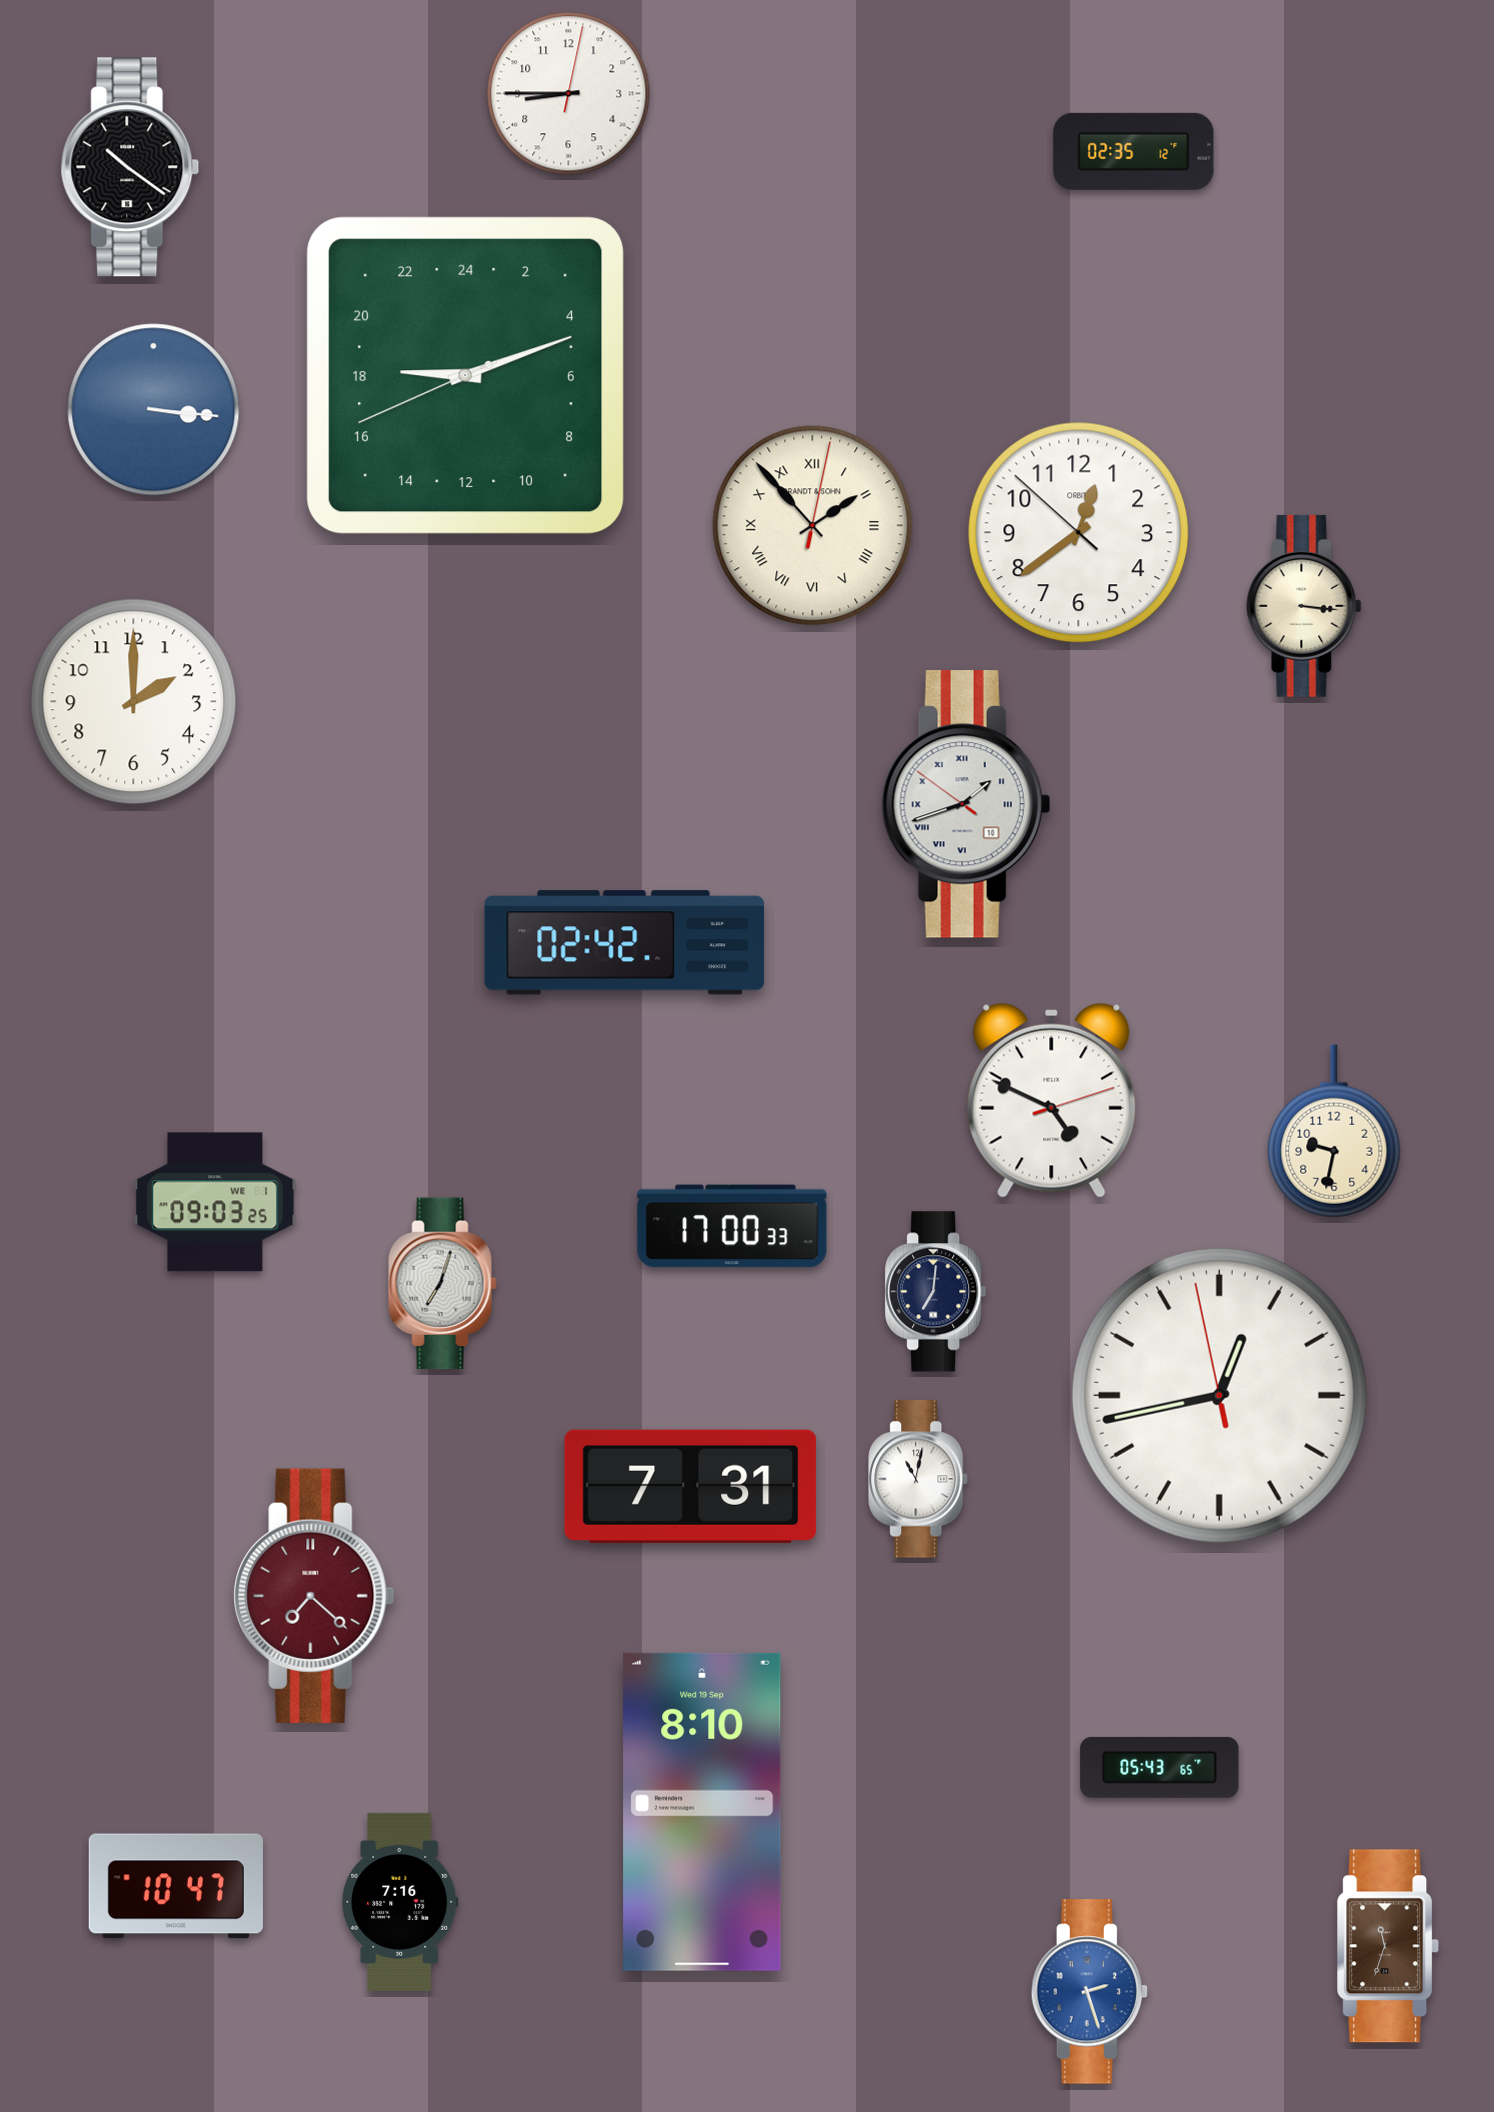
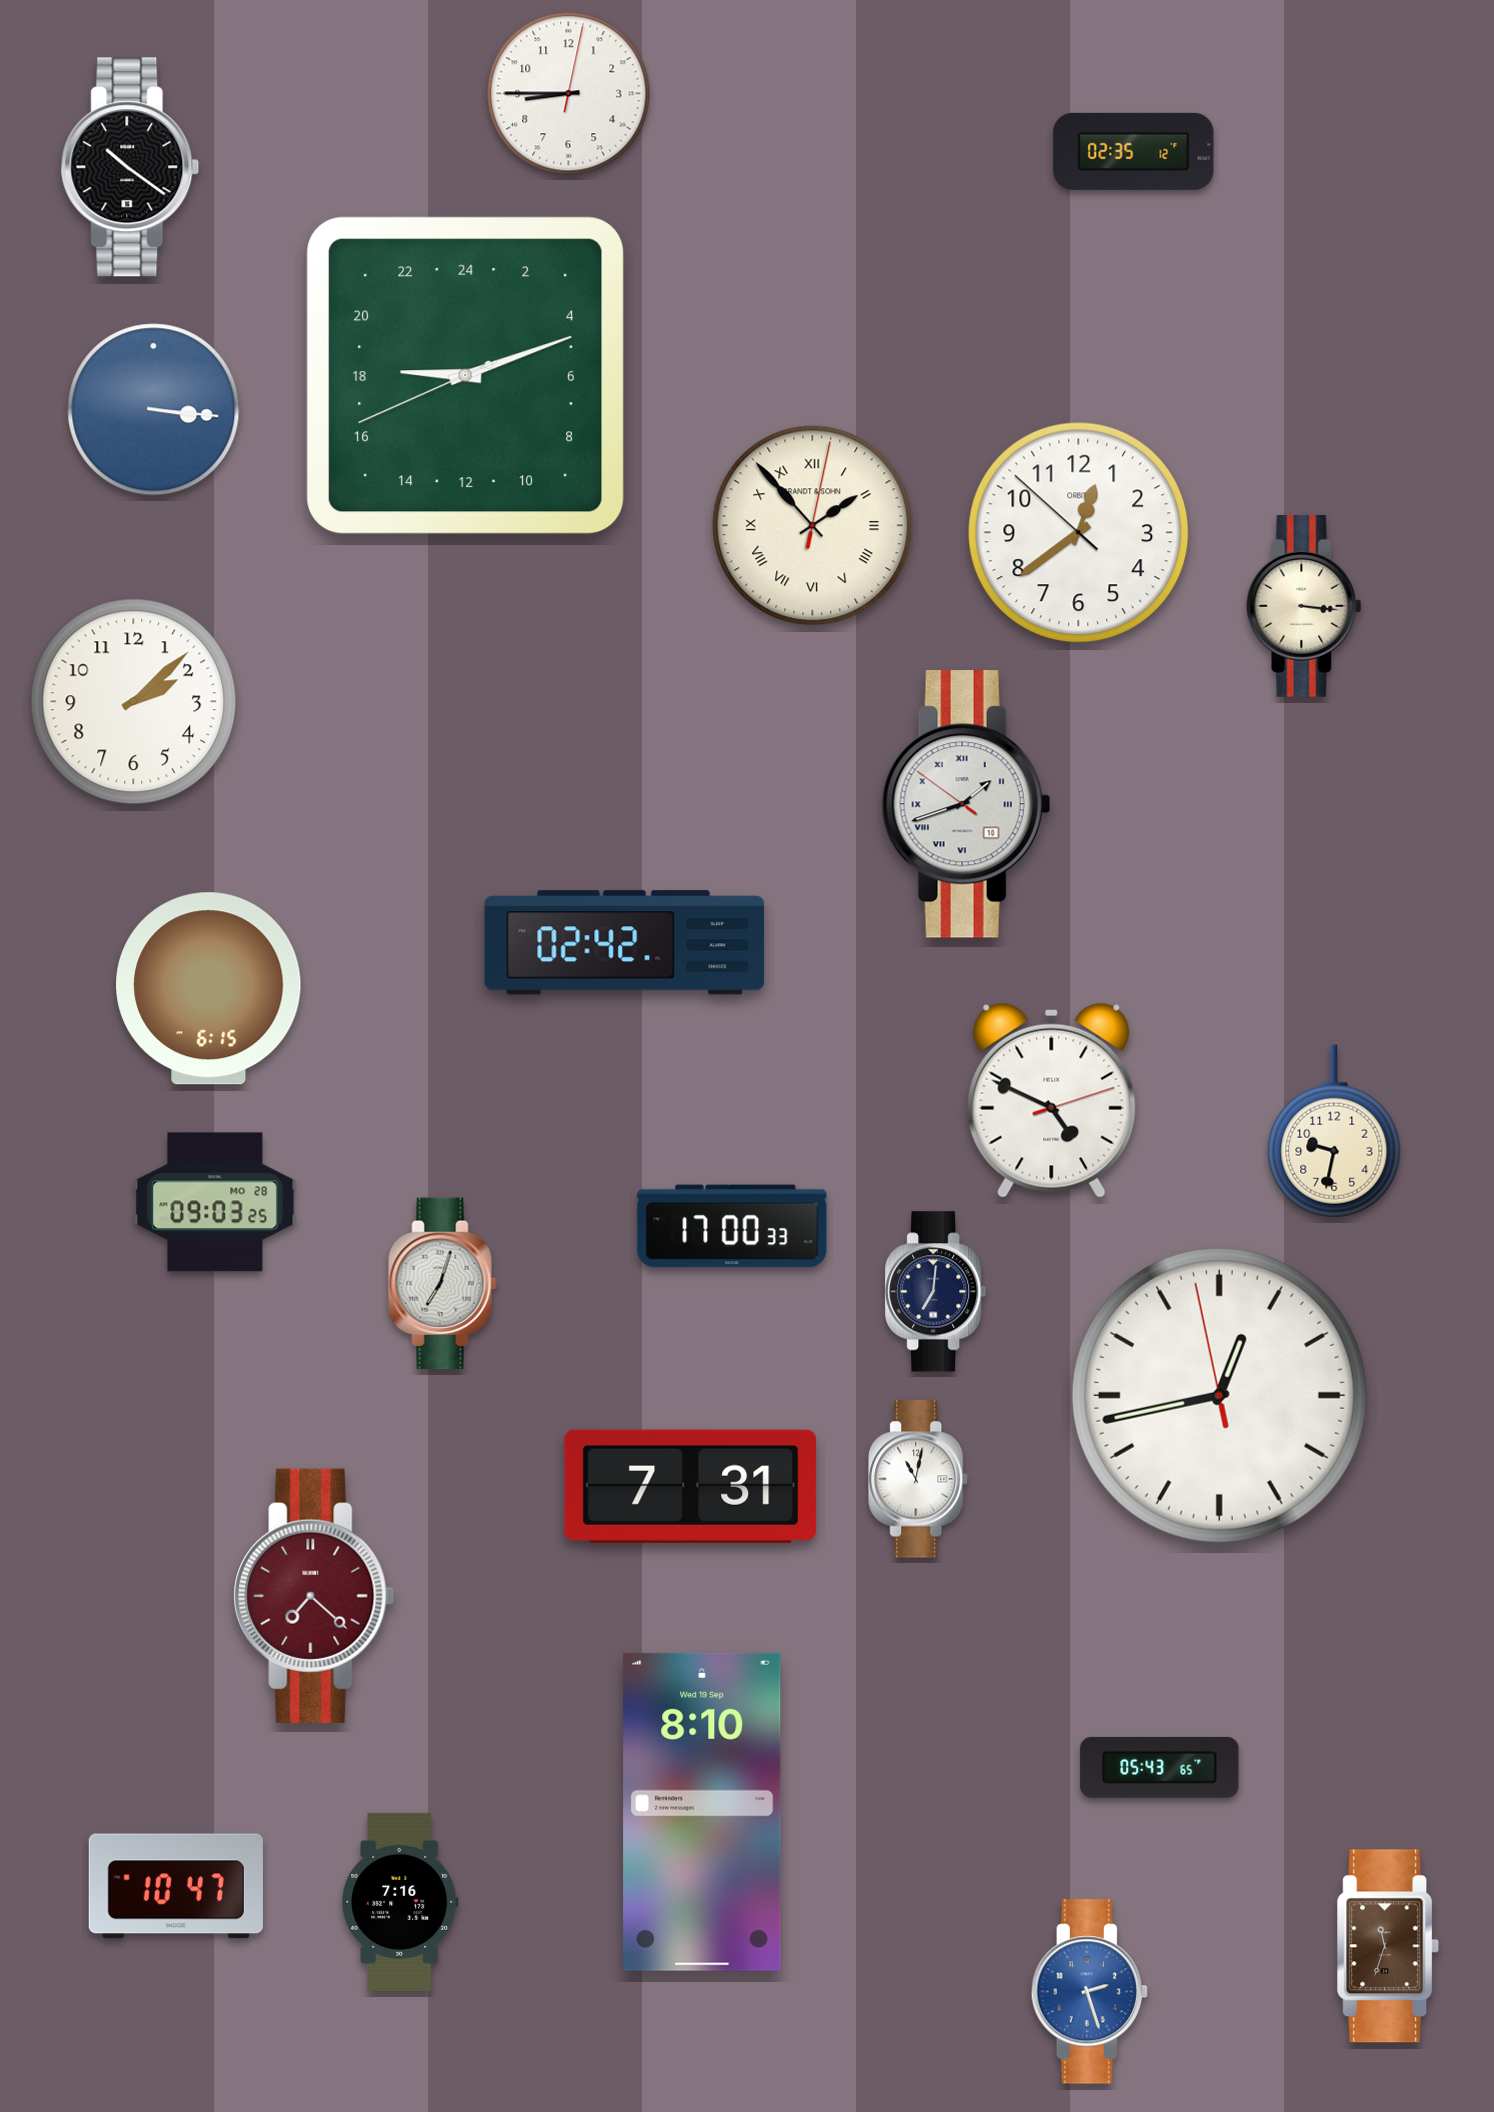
clock at (134, 702): 2:00 -> 2:08
clock at (209, 989): none -> 6:15
clock at (215, 1202) date: WE 1 -> MO 28
